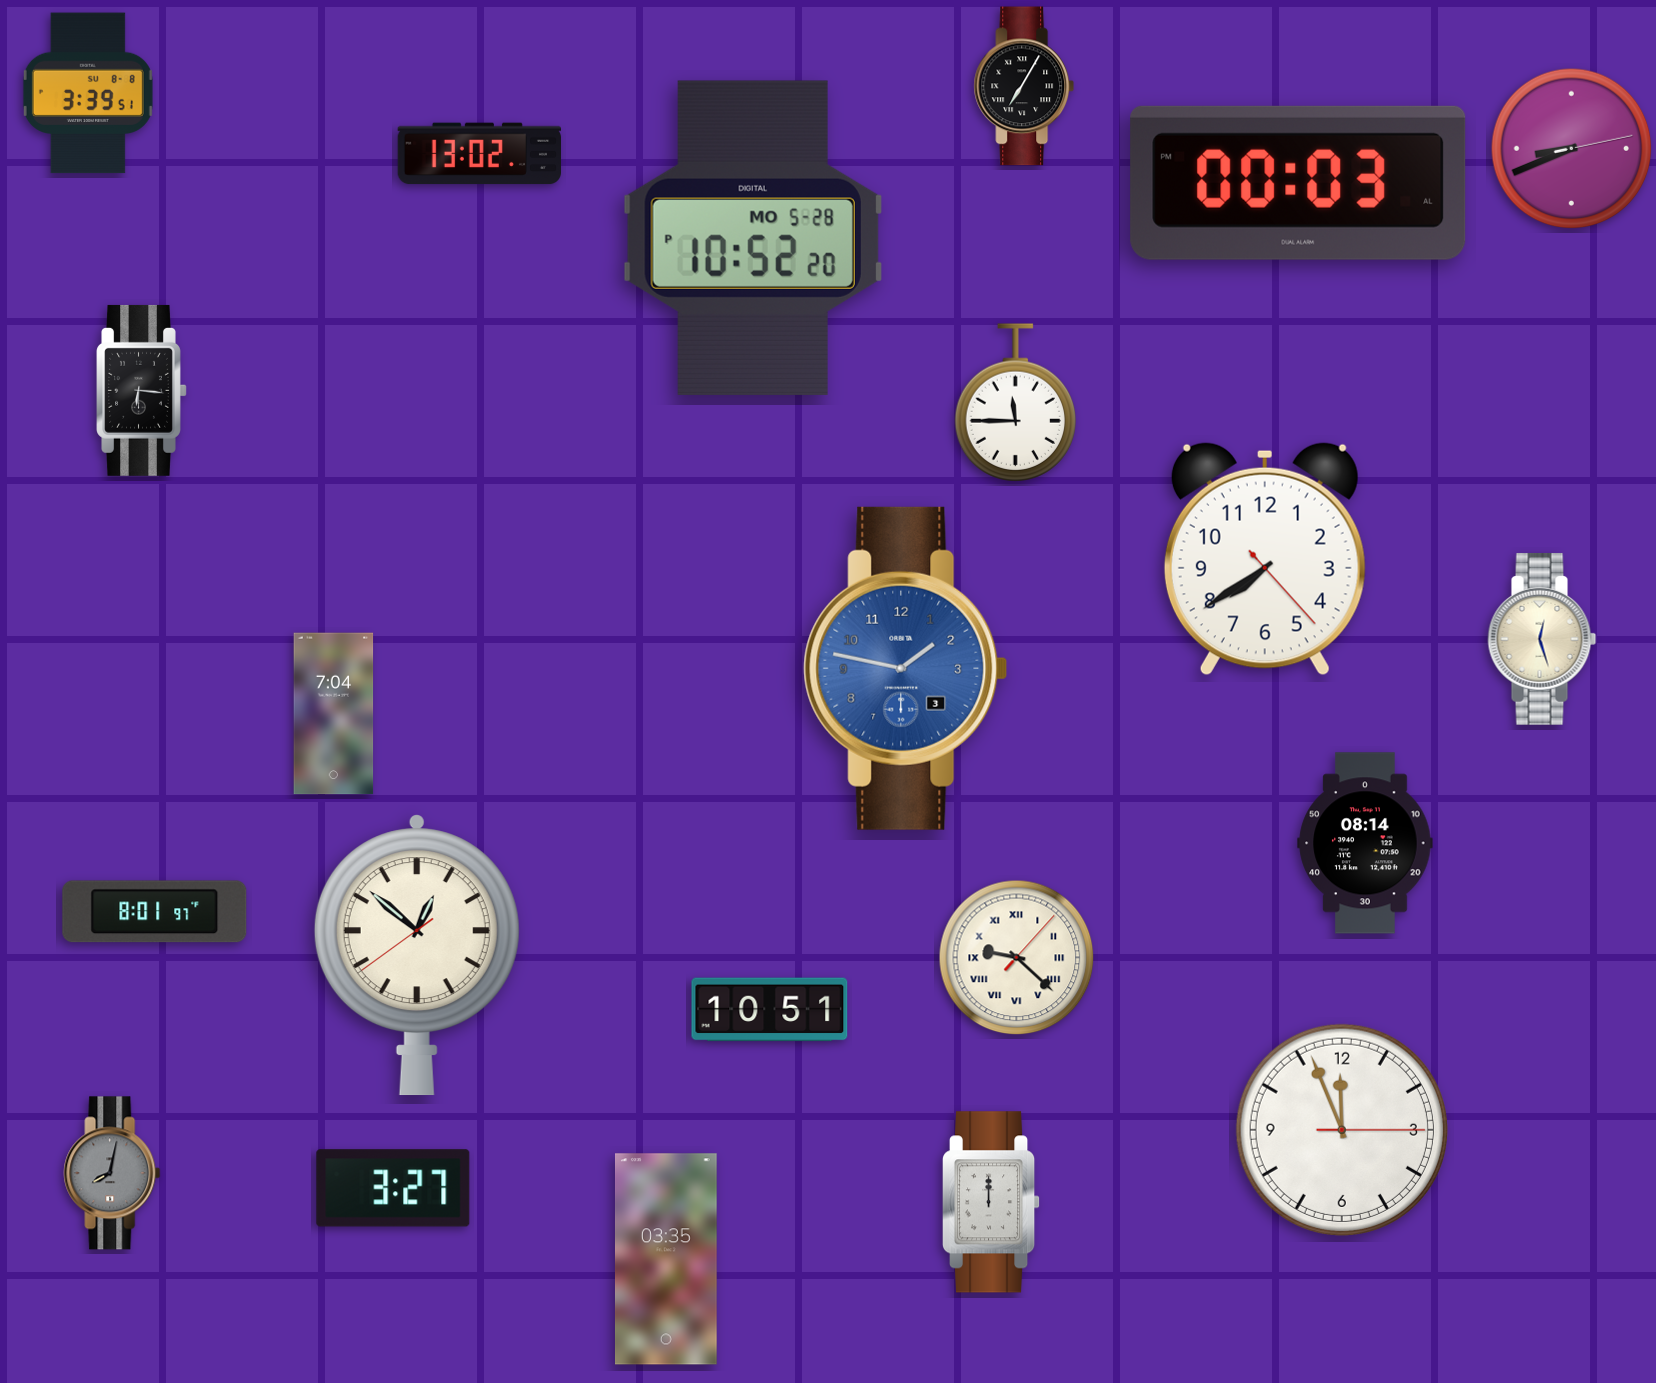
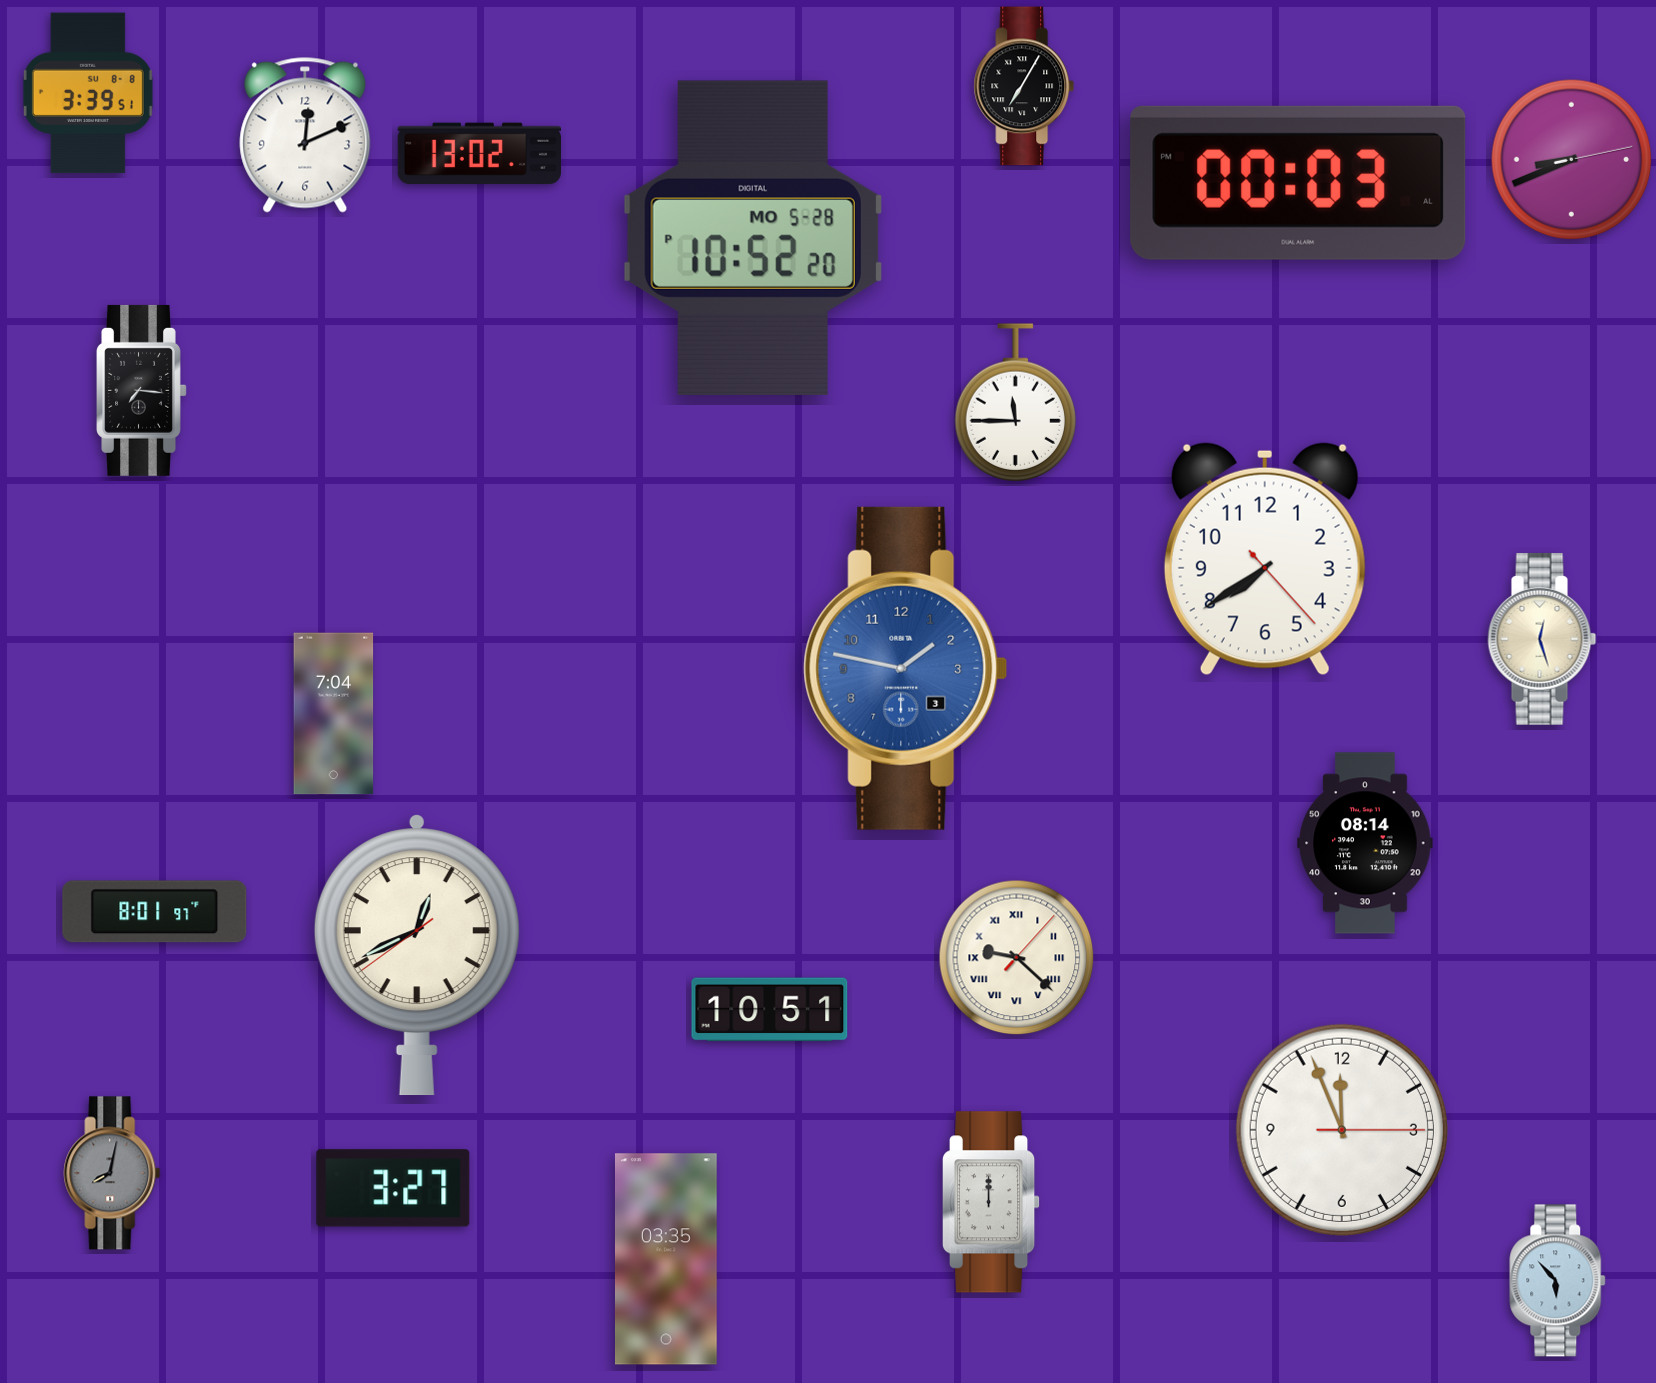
clock at (305, 135): none -> 12:11
clock at (1572, 149) position: (1572, 149) -> (1572, 160)
clock at (142, 390): 6:16 -> 7:16
clock at (417, 955): 12:51 -> 12:40
clock at (1558, 1281): none -> 5:53
